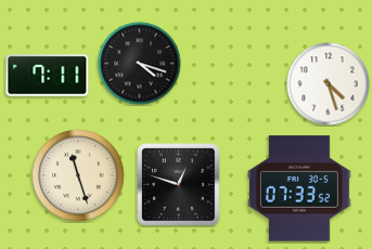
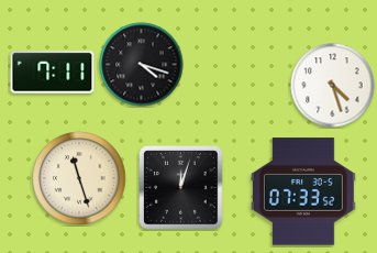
clock at (48, 76) position: (48, 76) -> (53, 73)
clock at (179, 185): 12:48 -> 12:03
